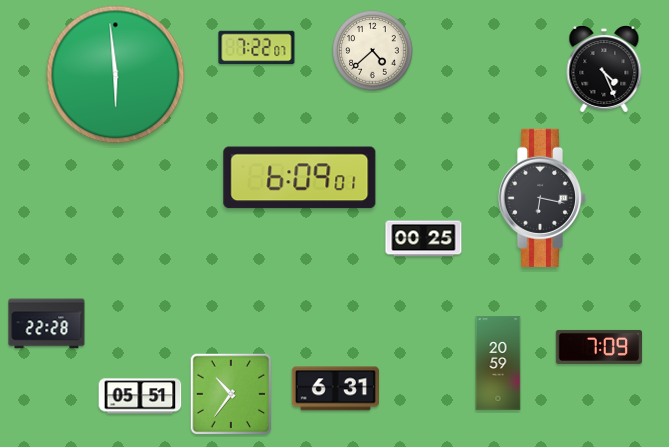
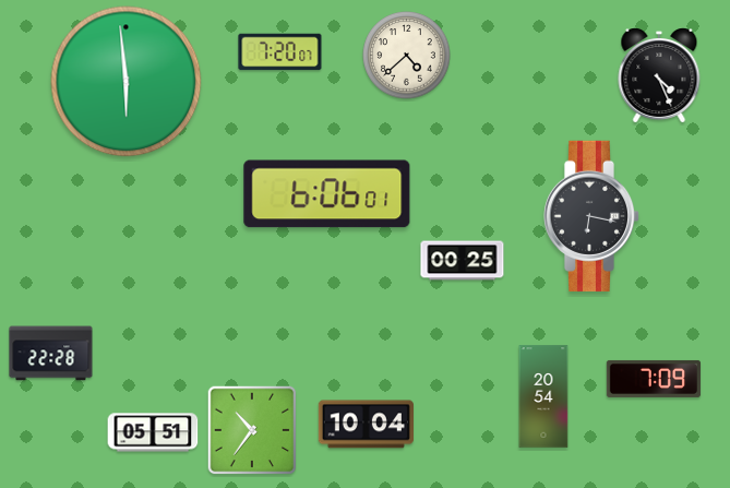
clock at (257, 48): 7:22 -> 7:20
clock at (300, 178): 6:09 -> 6:06
clock at (498, 363): 20:59 -> 20:54
clock at (335, 389): 6:31 -> 10:04
